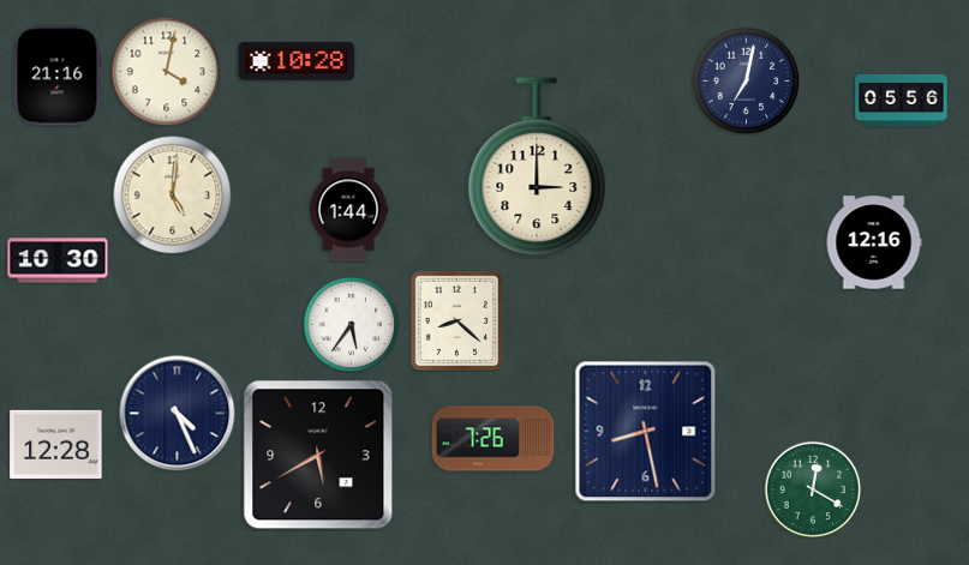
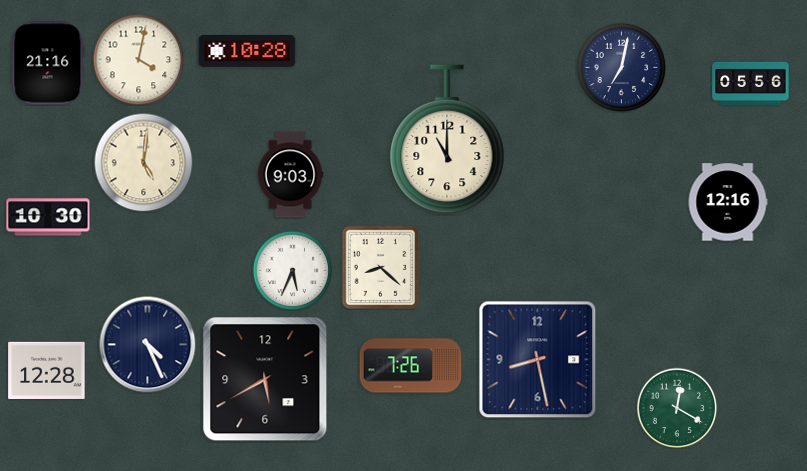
clock at (537, 167): 3:00 -> 11:00
clock at (348, 210): 1:44 -> 9:03
clock at (351, 324): 5:36 -> 5:34
